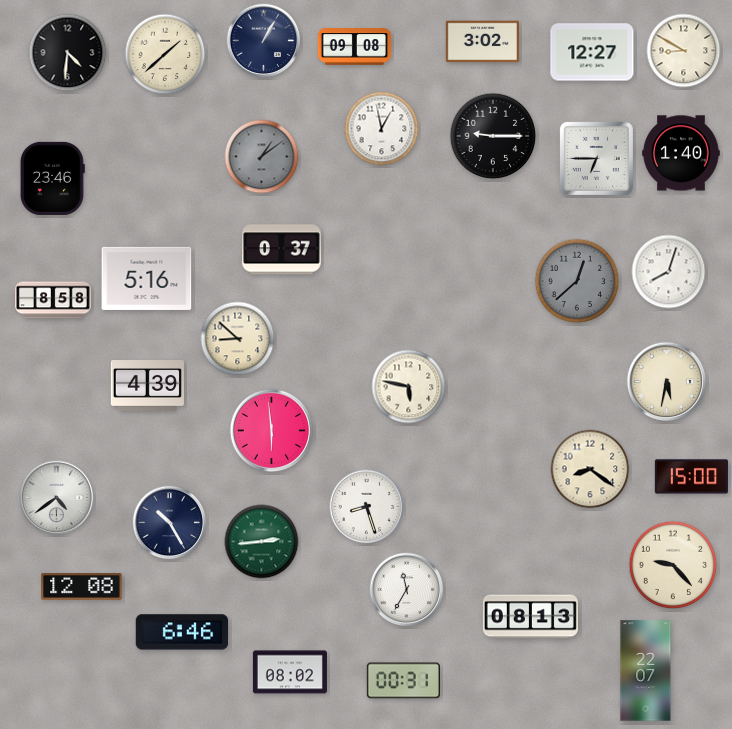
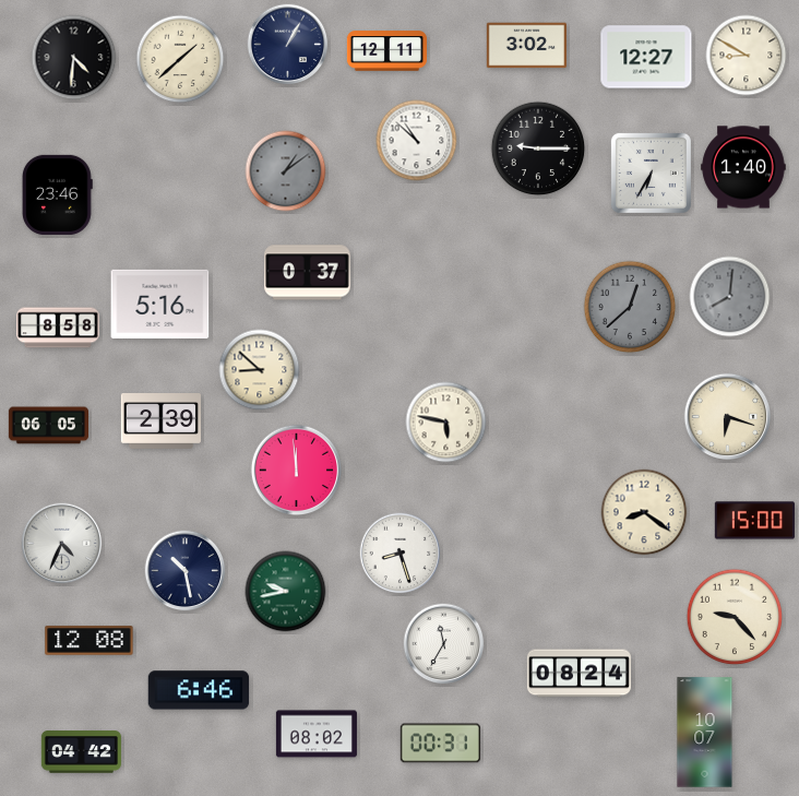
clock at (354, 47): 09:08 -> 12:11
clock at (382, 129): 12:58 -> 10:52
clock at (596, 158): 6:45 -> 6:35
clock at (669, 272): 8:03 -> 8:01
clock at (669, 272) dial: white -> grey
clock at (667, 382): 5:32 -> 6:18
clock at (147, 386): 4:39 -> 2:39
clock at (48, 426): none -> 06:05
clock at (272, 431): 5:59 -> 11:59
clock at (57, 498): 4:39 -> 4:34
clock at (170, 523): 10:25 -> 10:28
clock at (262, 542): 2:44 -> 9:43
clock at (530, 617): 08:13 -> 08:24
clock at (646, 671): 22:07 -> 10:07
clock at (81, 752): none -> 04:42
